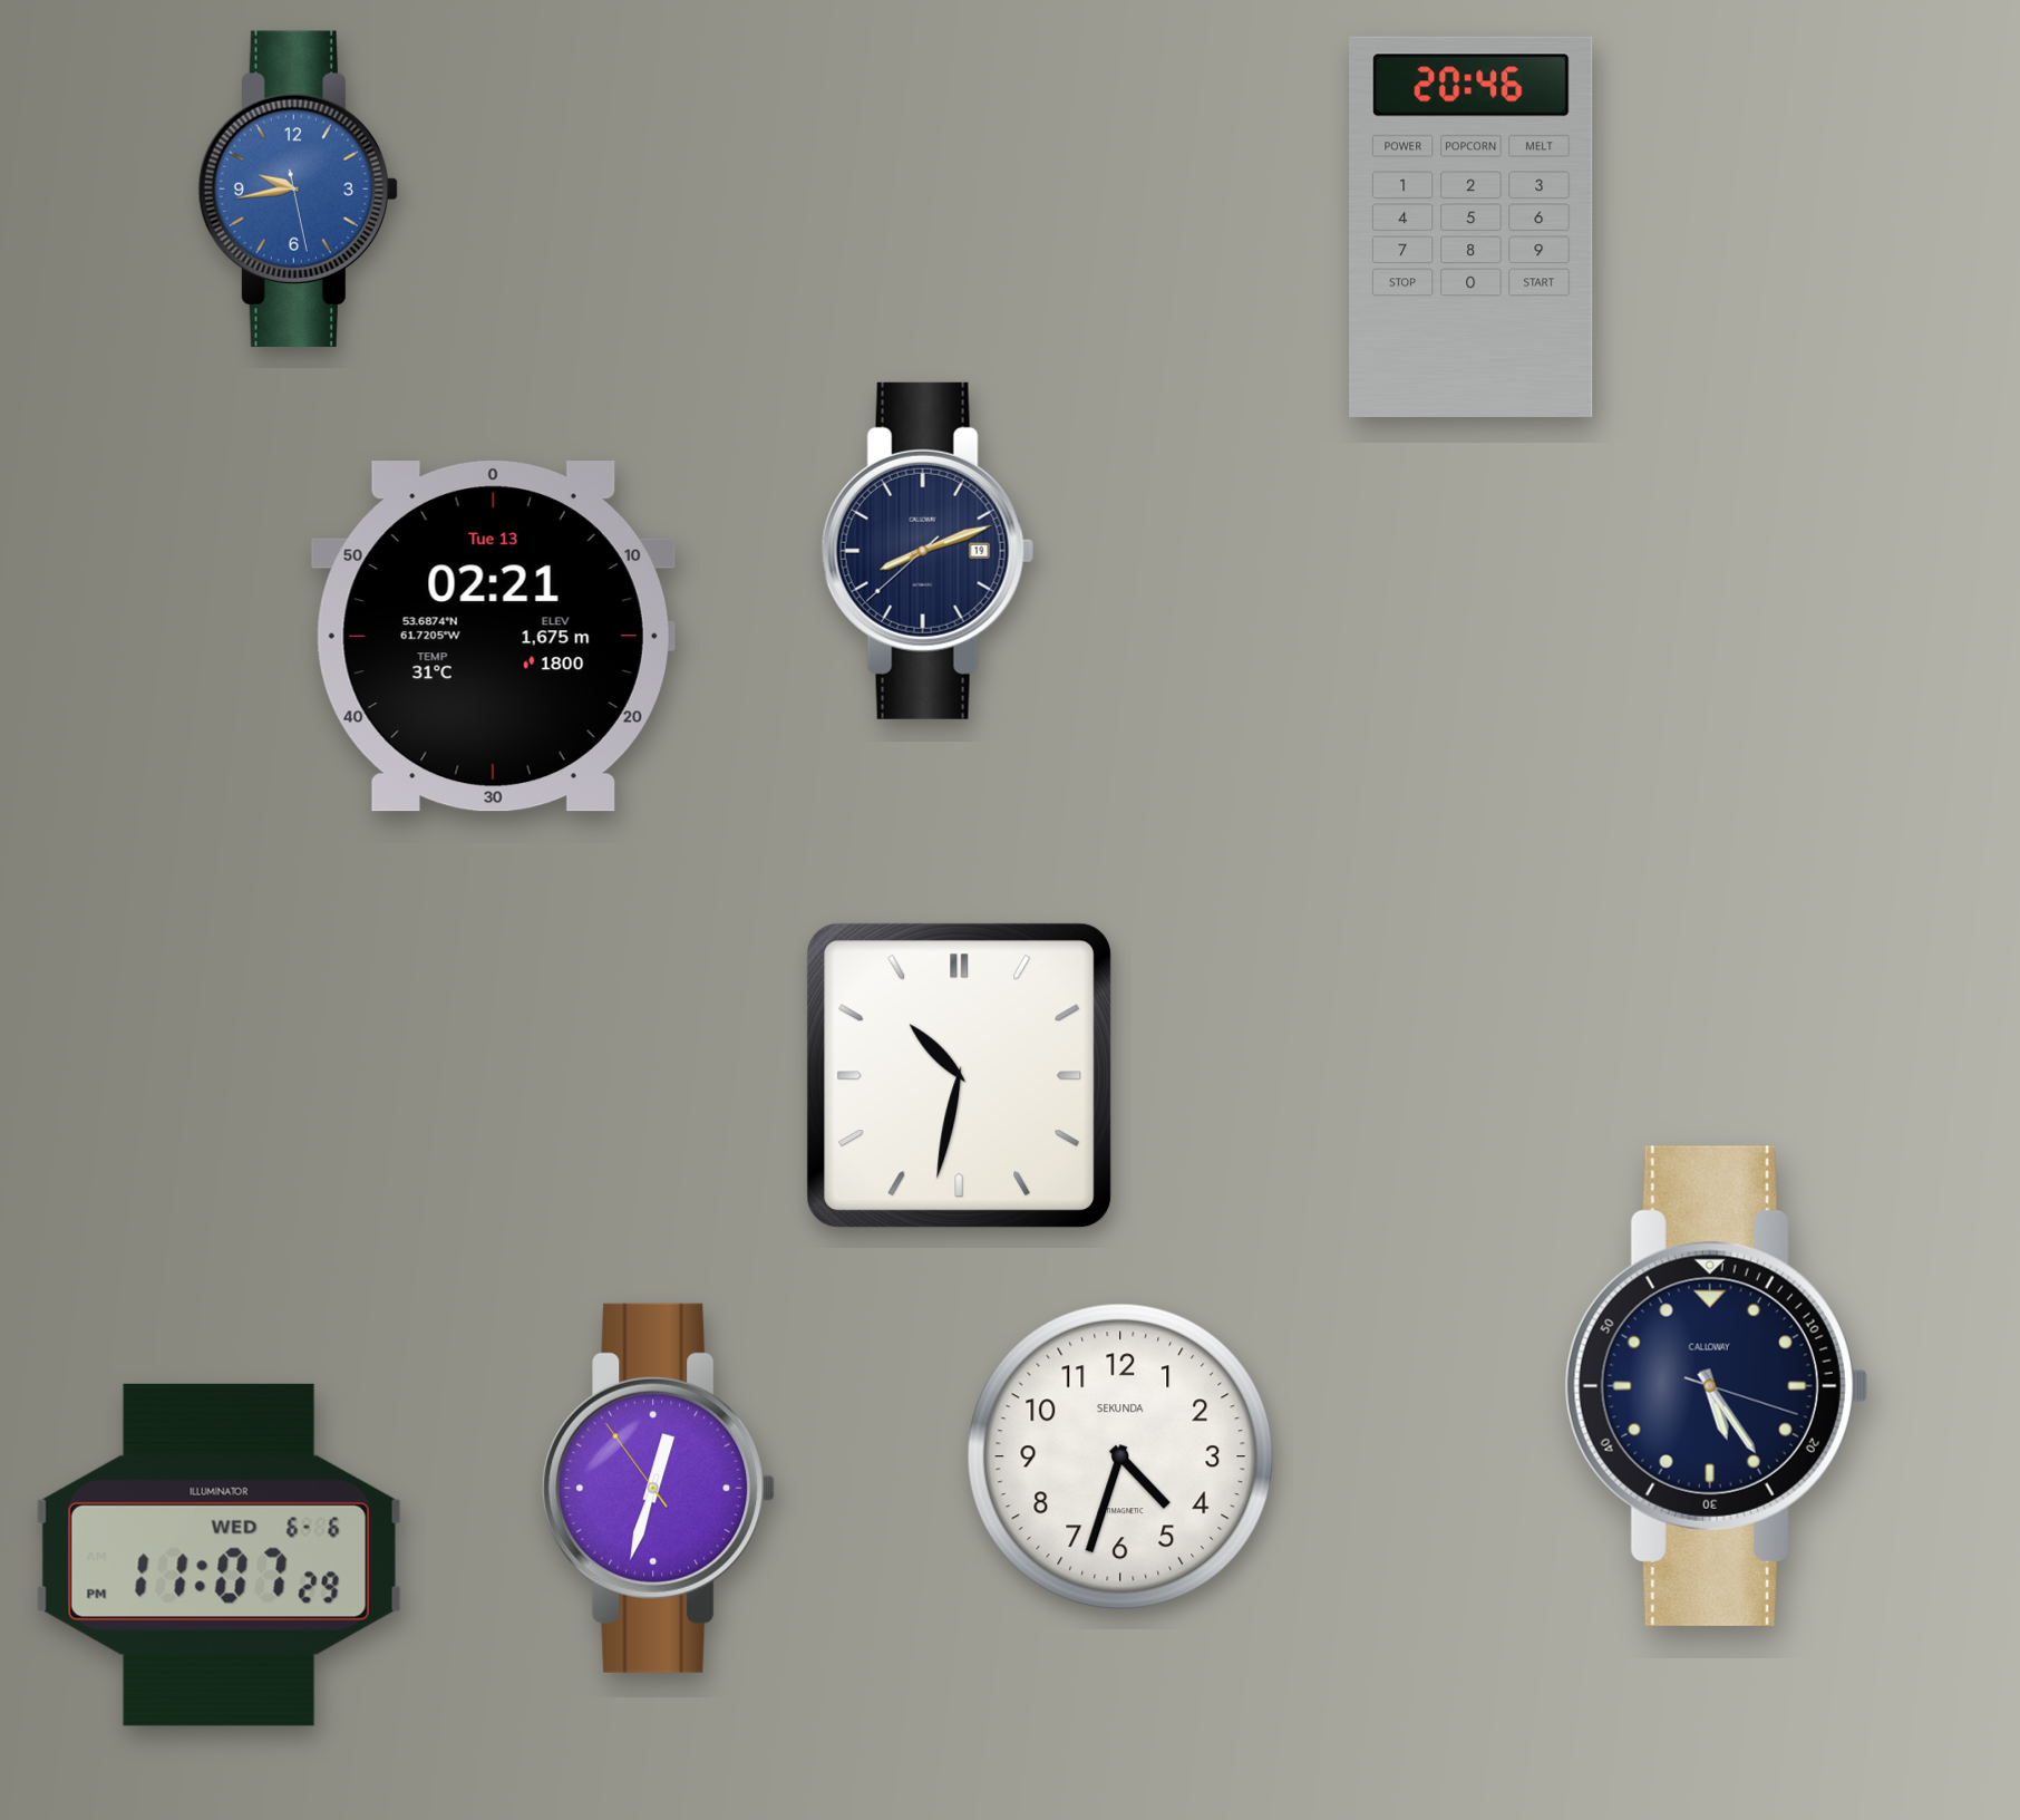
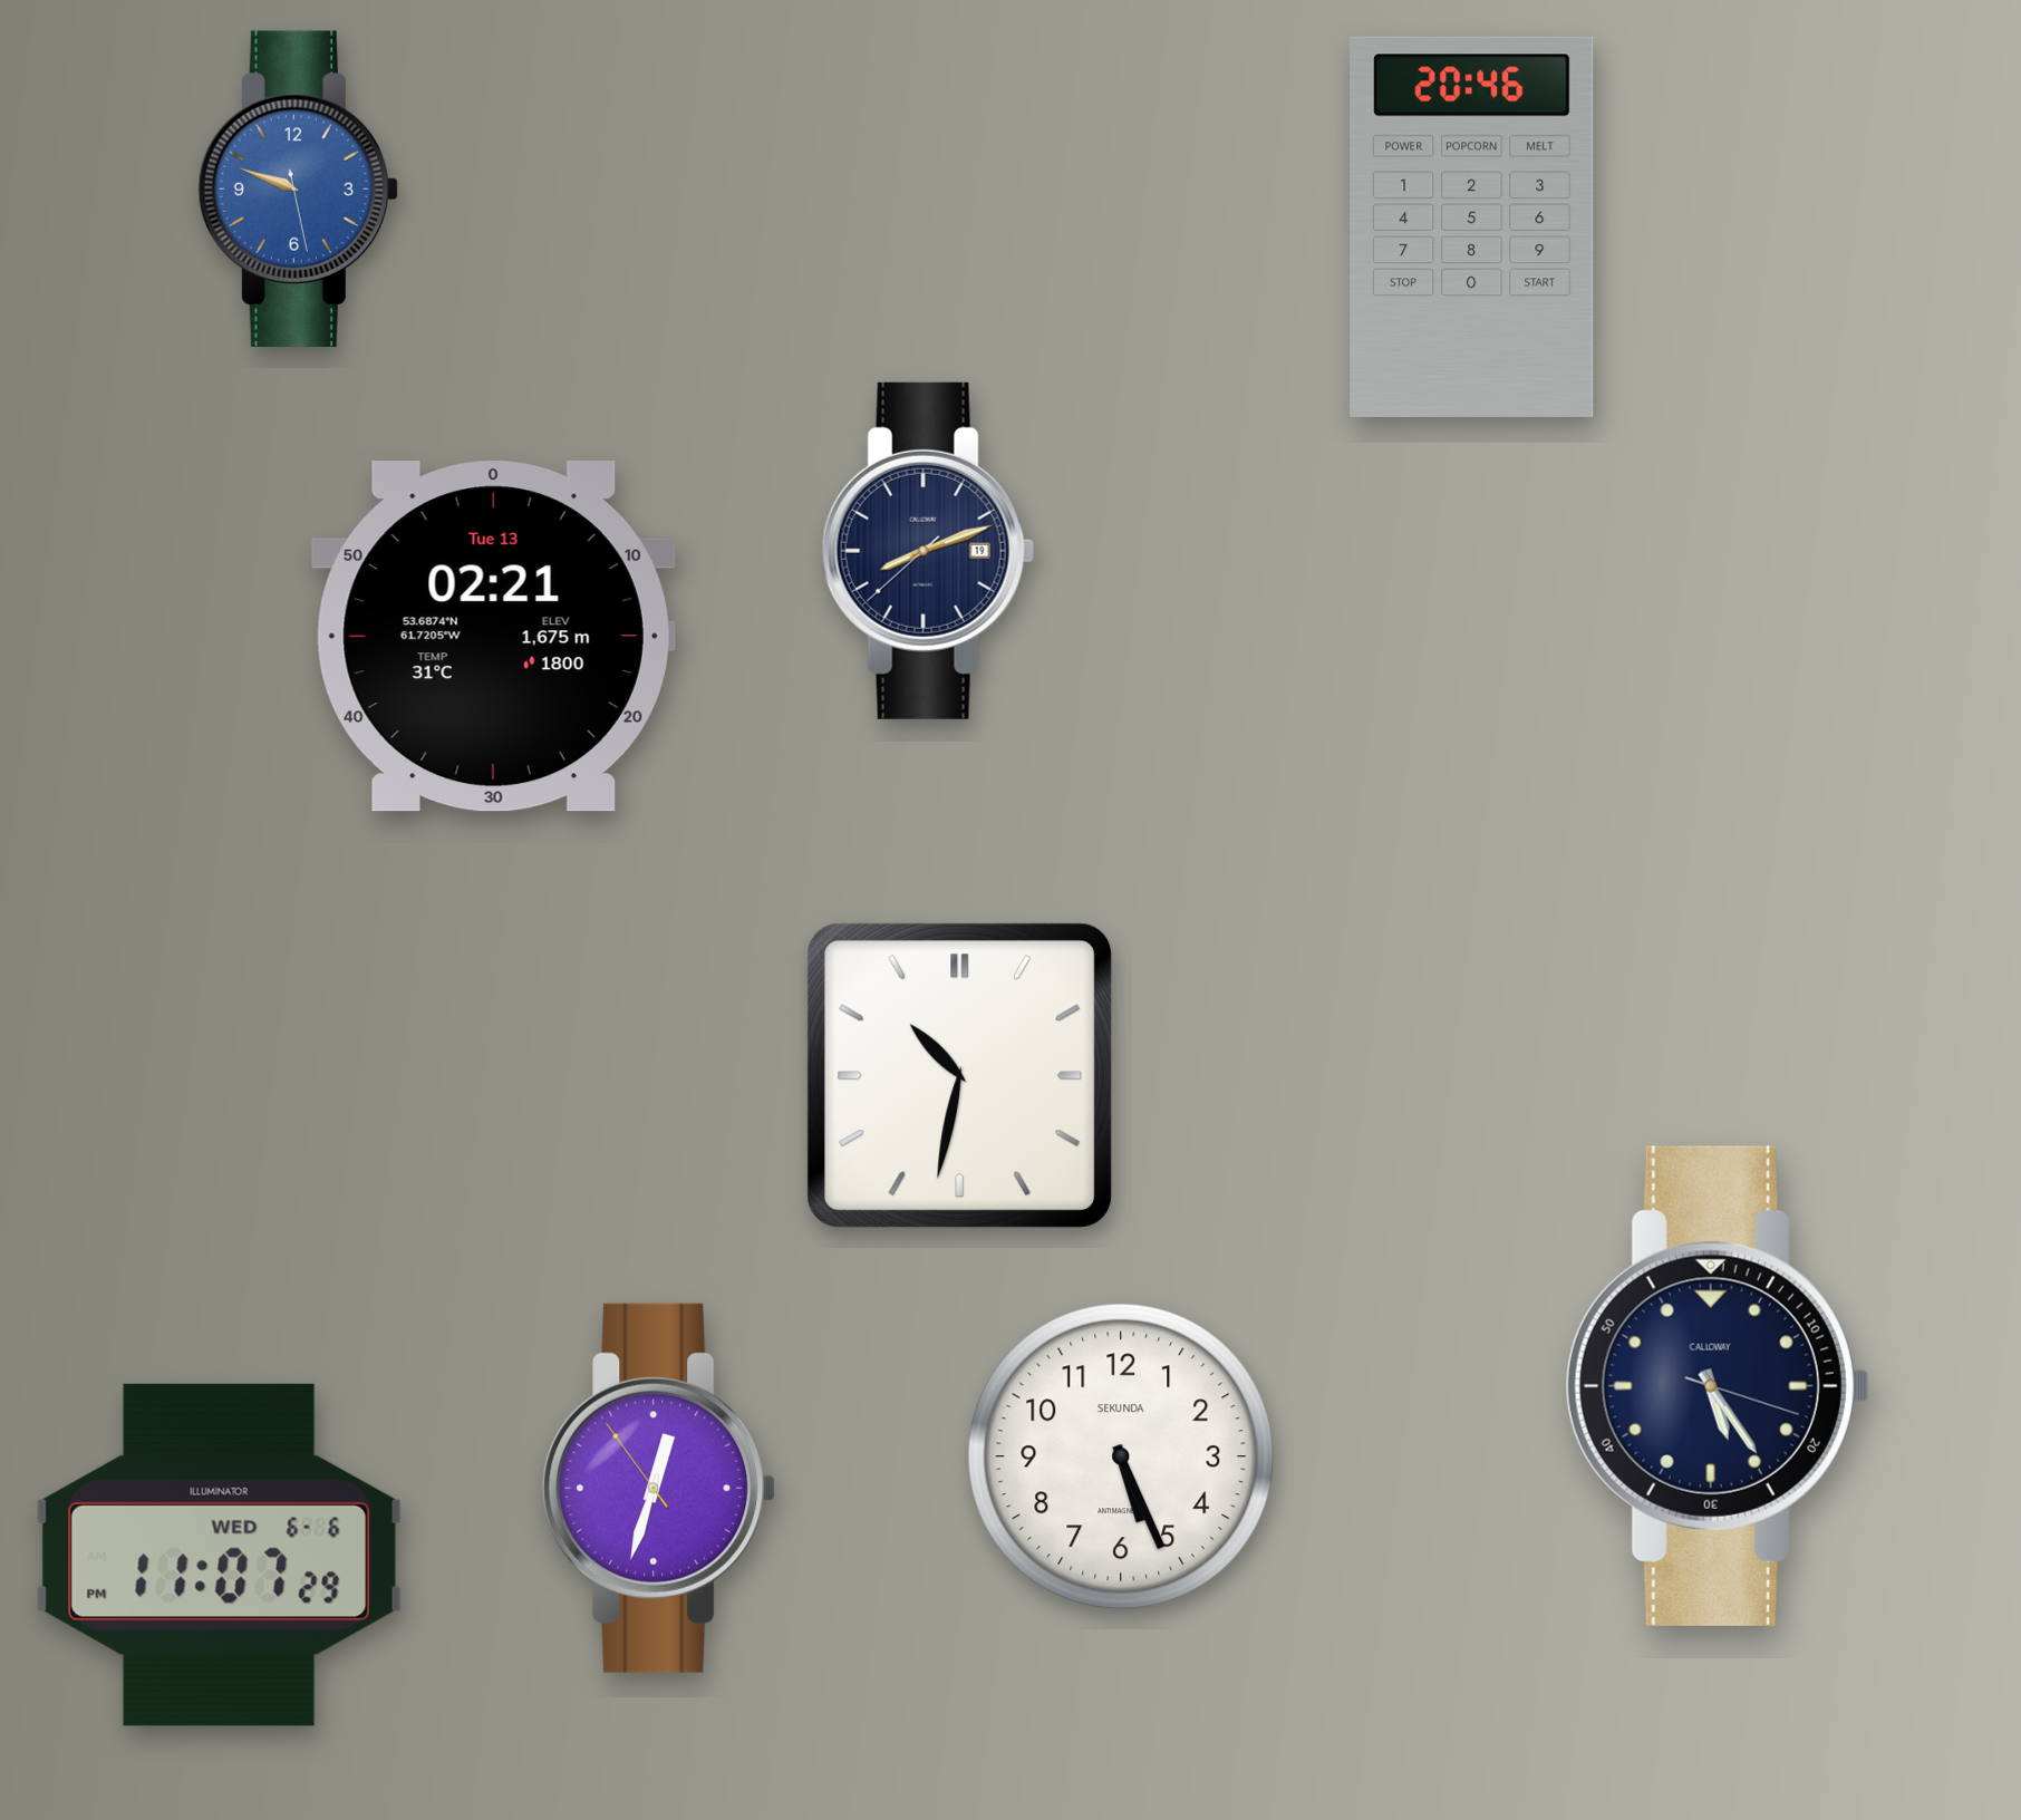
clock at (298, 188): 9:43 -> 9:48
clock at (1120, 1456): 4:33 -> 5:26
